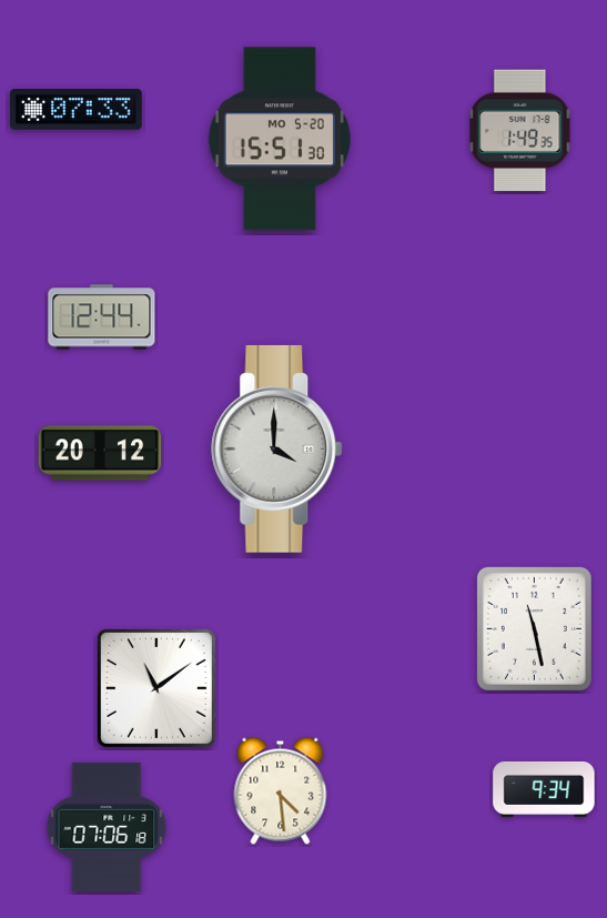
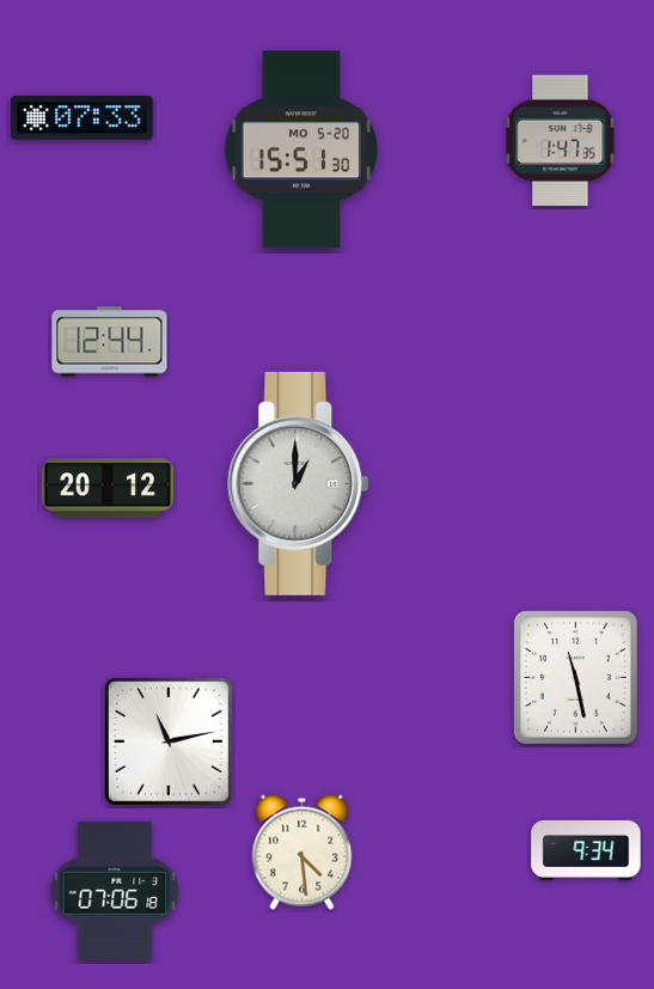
clock at (520, 131): 1:49 -> 1:47
clock at (277, 448): 4:00 -> 1:00
clock at (156, 688): 11:09 -> 11:13
